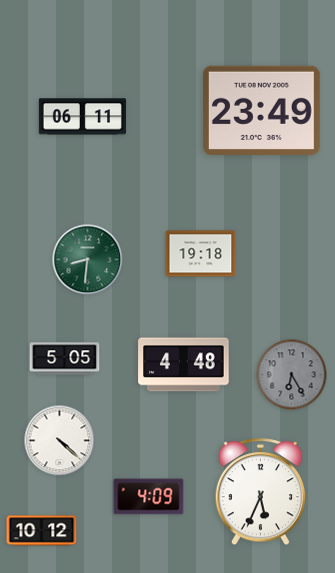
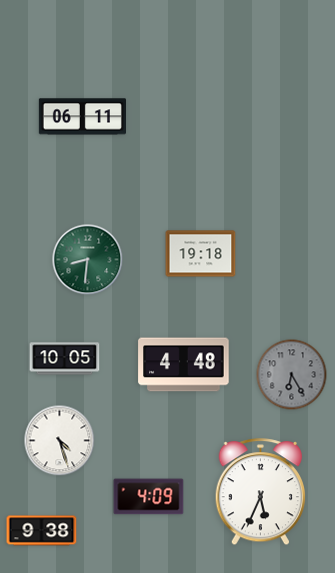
clock at (261, 110): 23:49 -> none
clock at (65, 359): 5:05 -> 10:05
clock at (60, 441): 4:22 -> 4:27
clock at (42, 531): 10:12 -> 9:38
